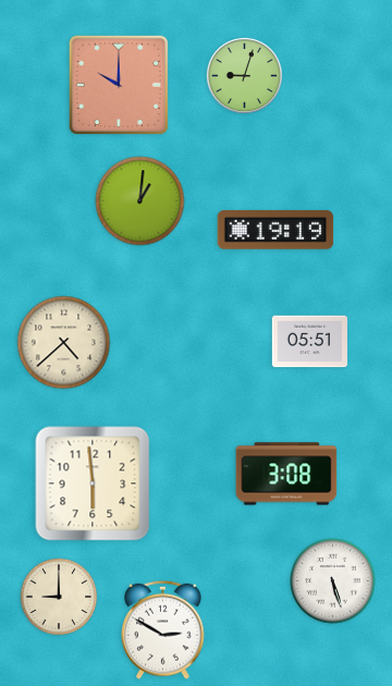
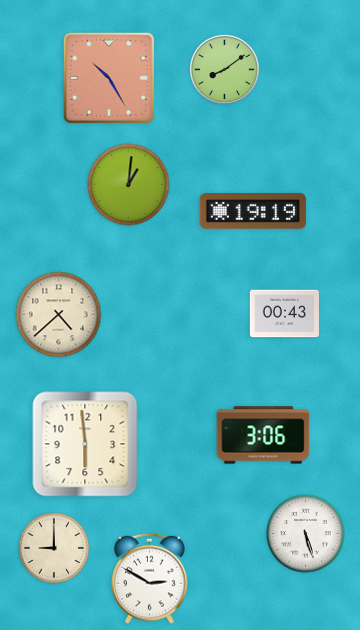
clock at (244, 75): 9:03 -> 8:09
clock at (119, 85): 10:00 -> 10:25
clock at (309, 342): 05:51 -> 00:43
clock at (286, 474): 3:08 -> 3:06
